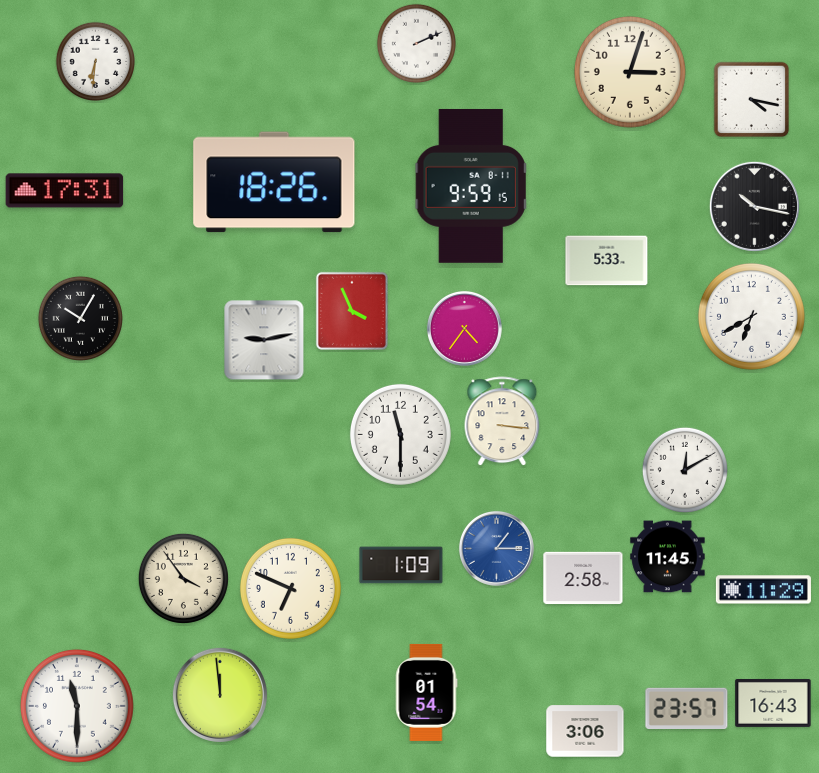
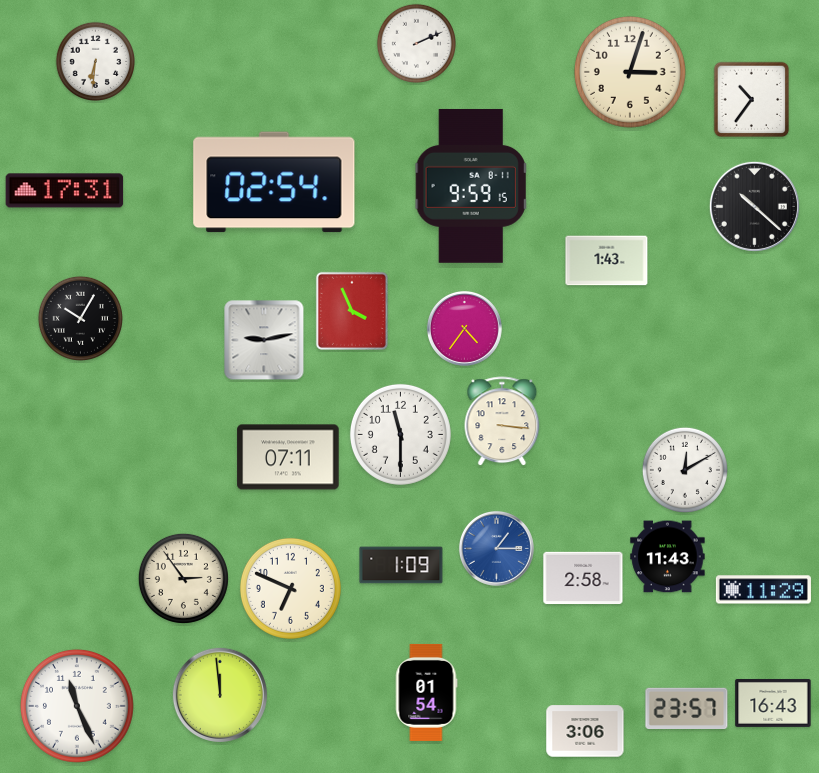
clock at (752, 100): 4:17 -> 10:36
clock at (274, 182): 18:26 -> 02:54
clock at (754, 206): 10:17 -> 10:22
clock at (607, 261): 5:33 -> 1:43
clock at (751, 316): 6:40 -> none
clock at (288, 457): none -> 07:11
clock at (668, 557): 11:45 -> 11:43
clock at (183, 578): 3:54 -> 2:54
clock at (77, 706): 11:30 -> 11:26
